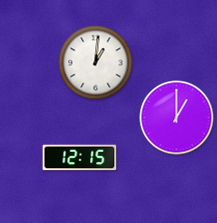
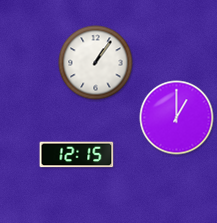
clock at (96, 63): 1:01 -> 1:06
clock at (80, 158) position: (80, 158) -> (77, 155)
